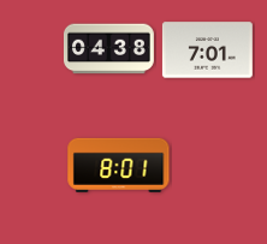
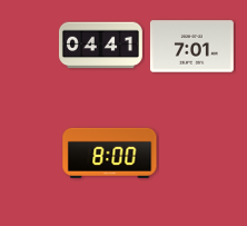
clock at (108, 49): 04:38 -> 04:41
clock at (119, 165): 8:01 -> 8:00
